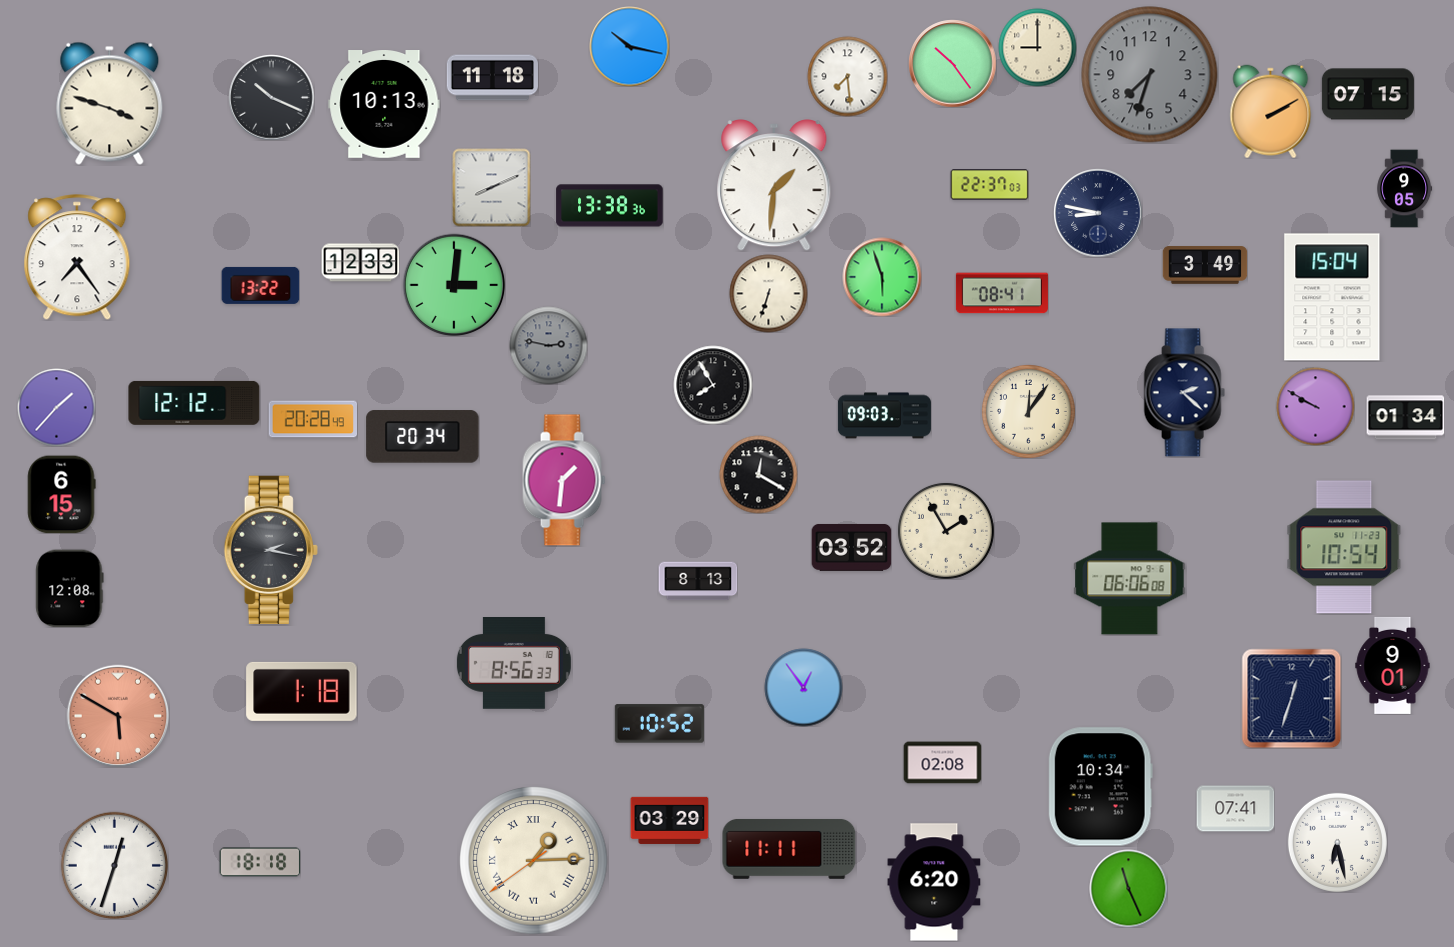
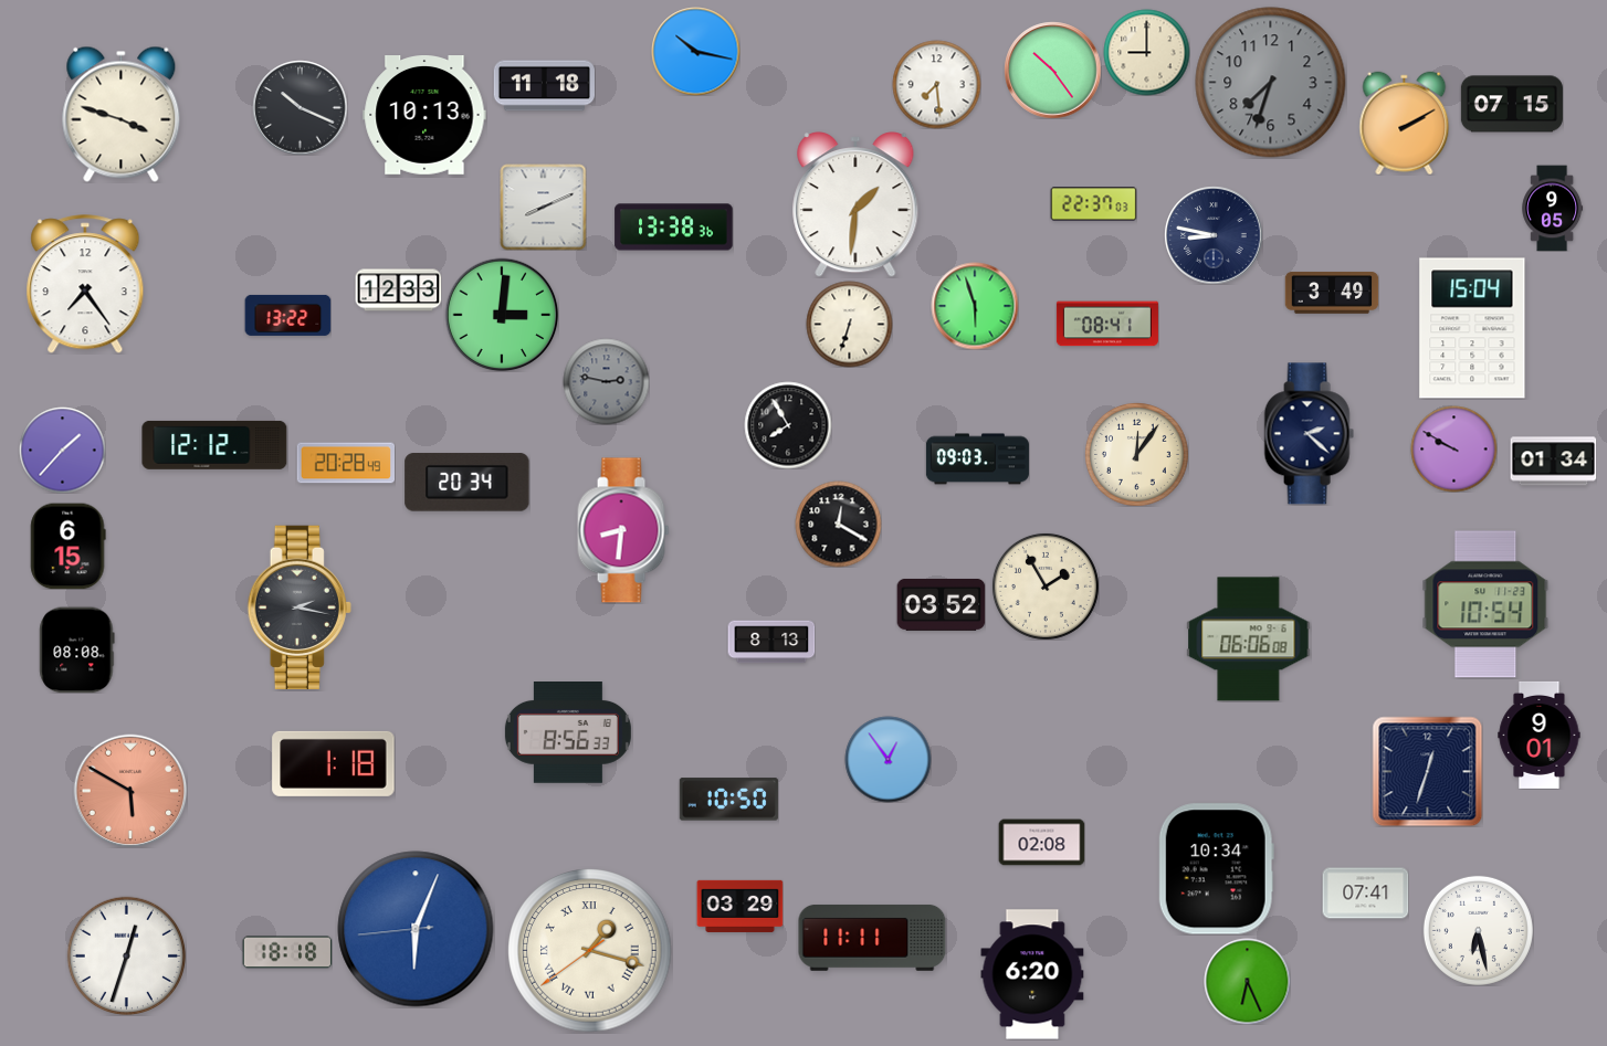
clock at (564, 480): 1:31 -> 8:31
clock at (70, 588): 12:08 -> 08:08
clock at (659, 724): 10:52 -> 10:50
clock at (416, 929): none -> 6:03
clock at (534, 861): 1:14 -> 1:17
clock at (1128, 888): 11:26 -> 6:26
